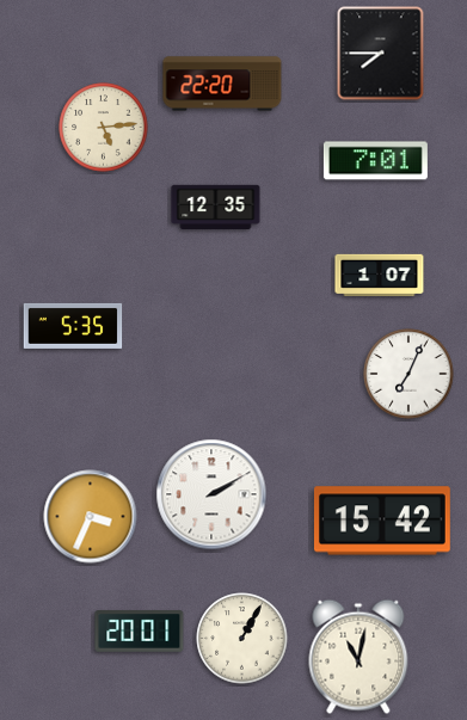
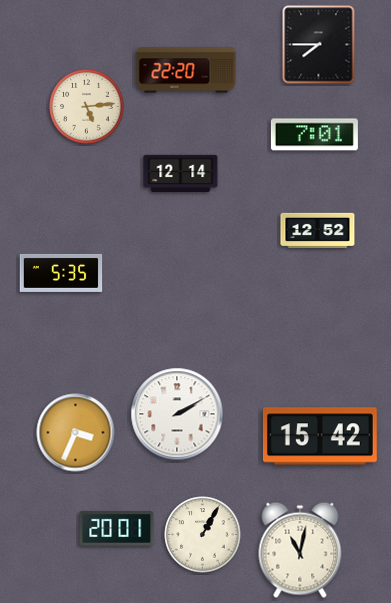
clock at (216, 207): 12:35 -> 12:14
clock at (380, 275): 1:07 -> 12:52
clock at (408, 374): 7:04 -> none
